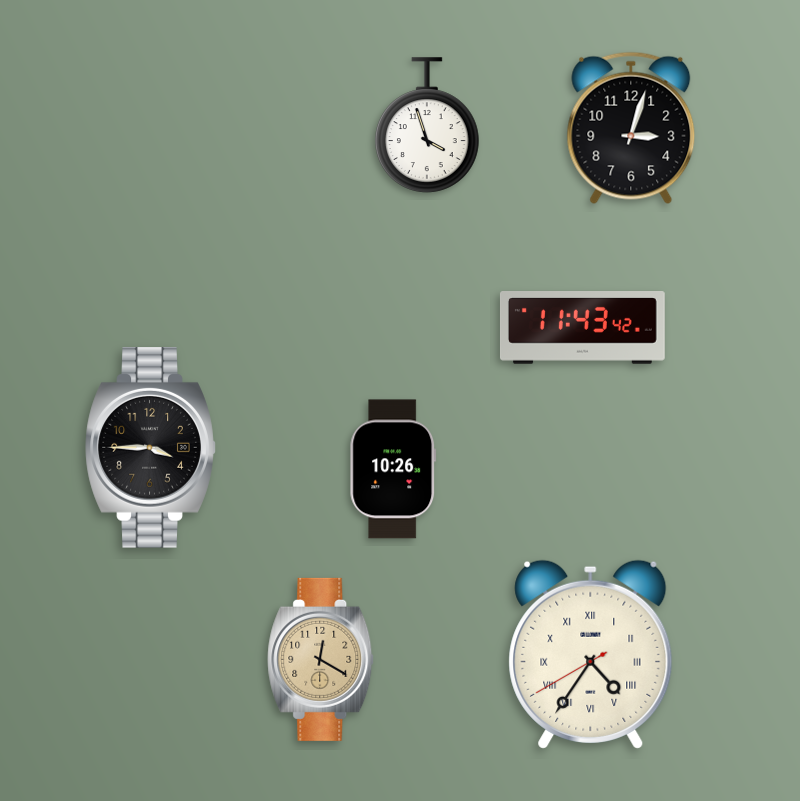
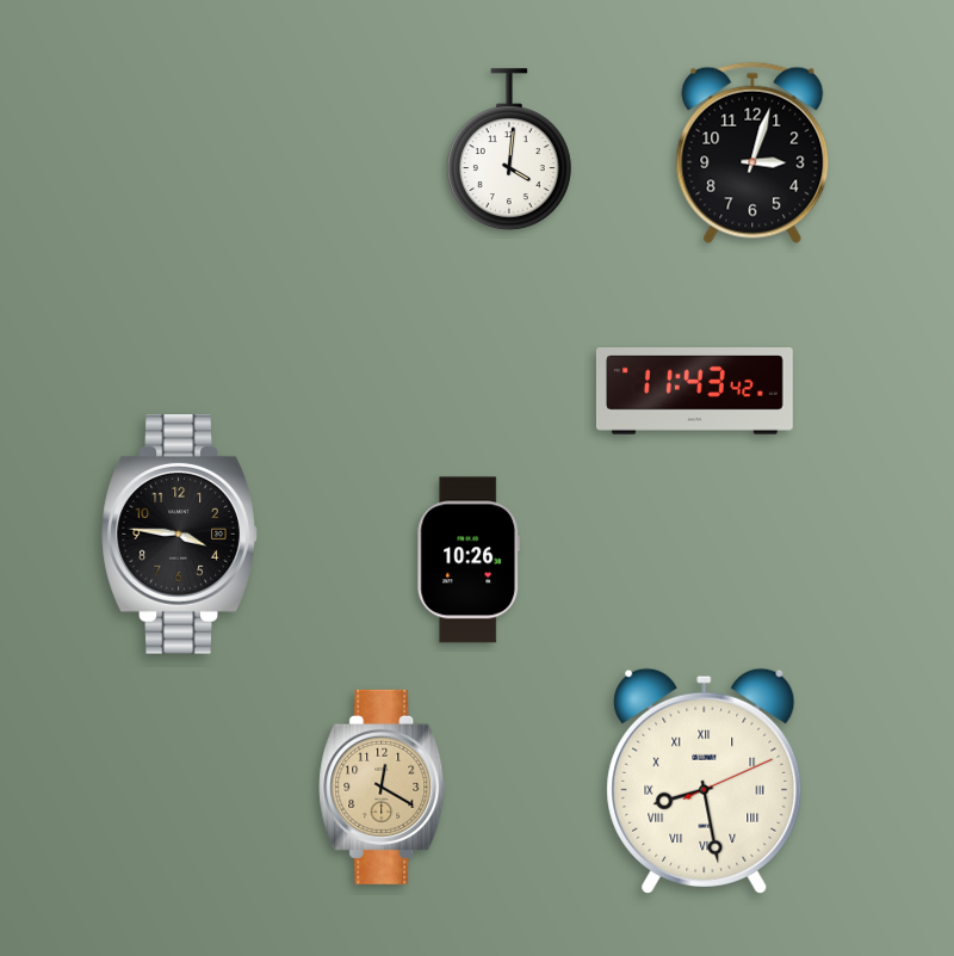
clock at (428, 125): 3:57 -> 4:01
clock at (151, 448): 3:45 -> 3:46
clock at (591, 654): 4:35 -> 8:28
